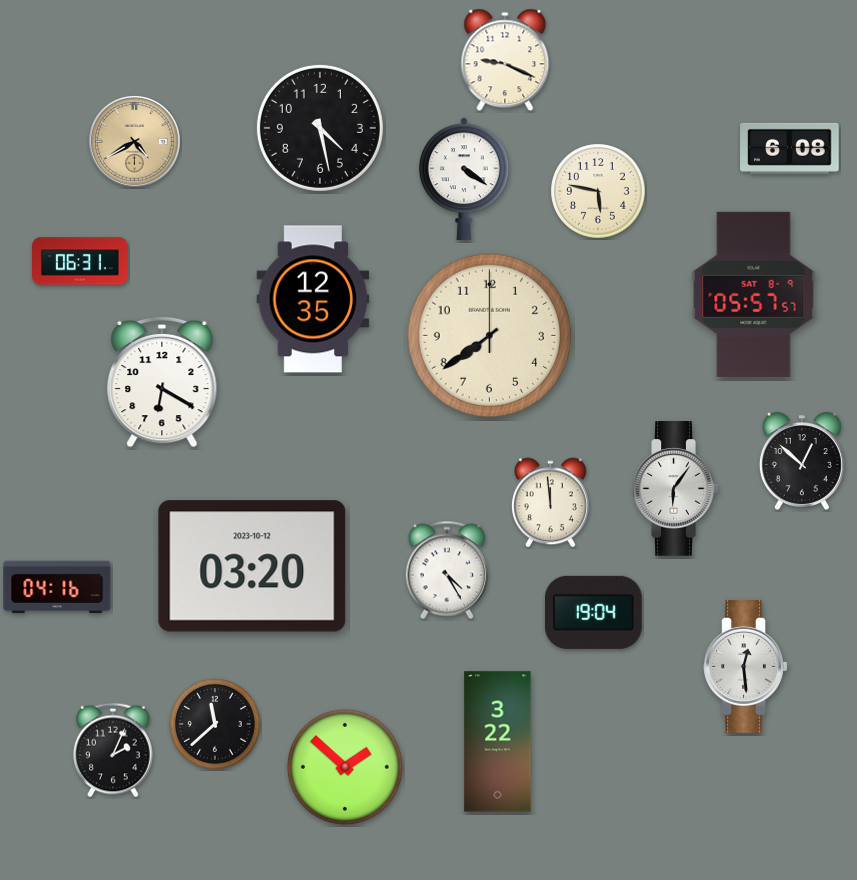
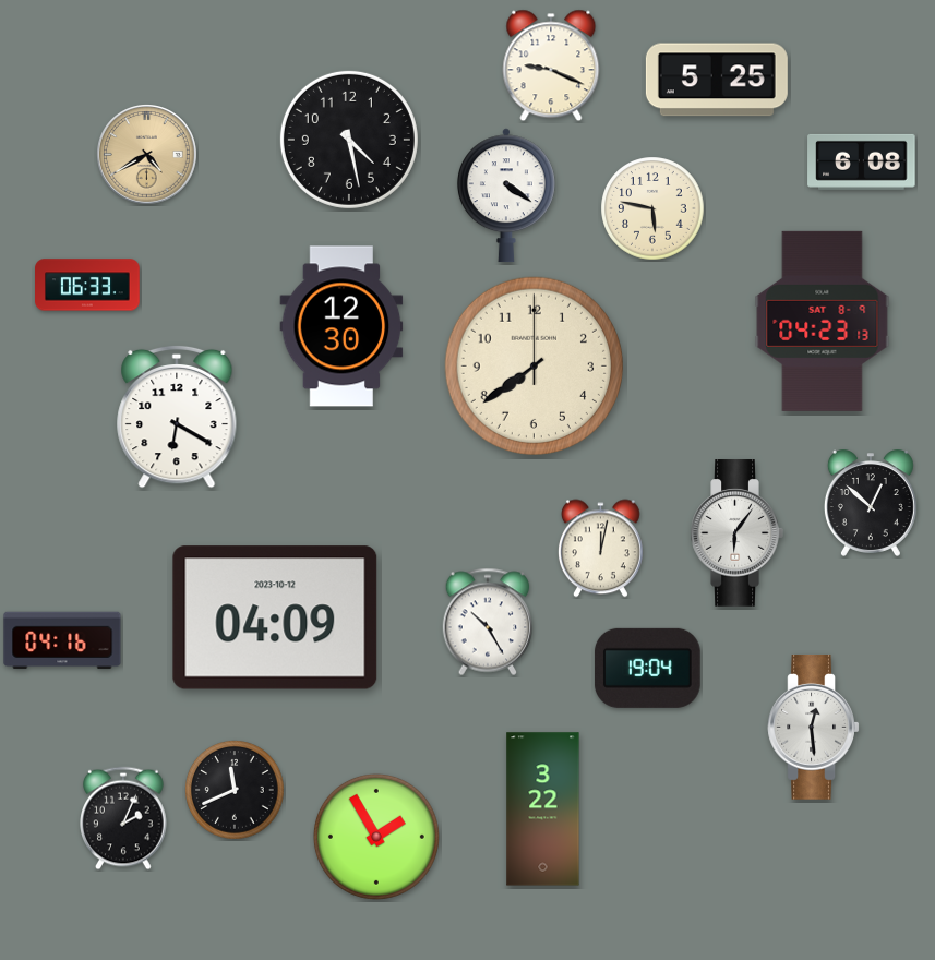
clock at (717, 80): none -> 5:25
clock at (81, 261): 06:31 -> 06:33
clock at (754, 294): 05:57 -> 04:23
clock at (313, 299): 12:35 -> 12:30
clock at (802, 461) position: (802, 461) -> (871, 503)
clock at (550, 503): 11:59 -> 12:02
clock at (252, 566): 03:20 -> 04:09
clock at (447, 570): 4:25 -> 10:25
clock at (215, 724): 11:38 -> 11:41
clock at (345, 767): 1:52 -> 1:55
